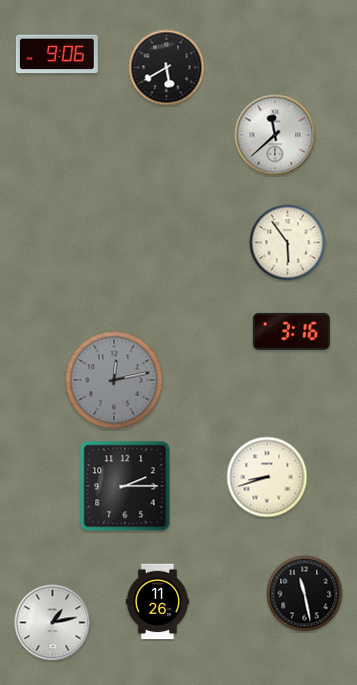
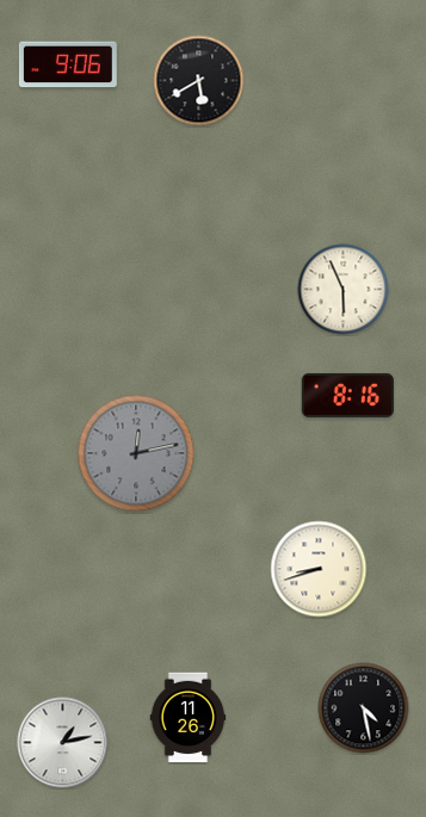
clock at (275, 135): 11:38 -> none
clock at (288, 243): 5:54 -> 5:56
clock at (291, 331): 3:16 -> 8:16
clock at (125, 486): 2:15 -> none
clock at (305, 594): 11:28 -> 4:28
